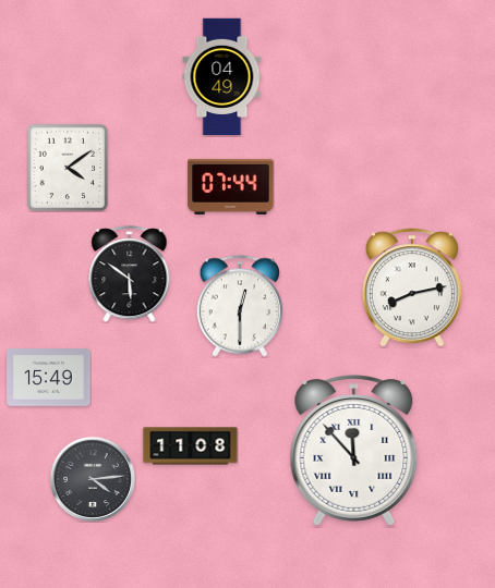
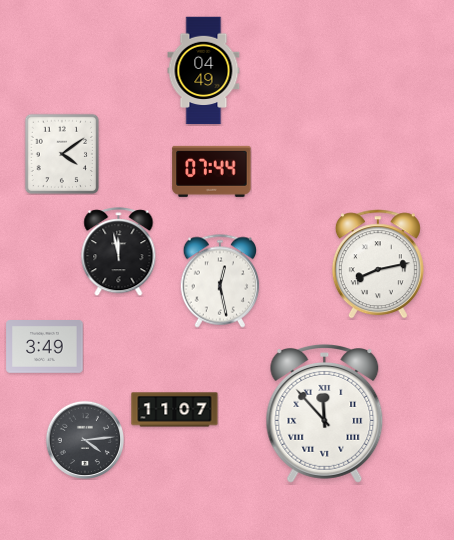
clock at (130, 274): 5:51 -> 11:58
clock at (239, 306): 12:30 -> 12:28
clock at (49, 378): 15:49 -> 3:49
clock at (191, 446): 11:08 -> 11:07
